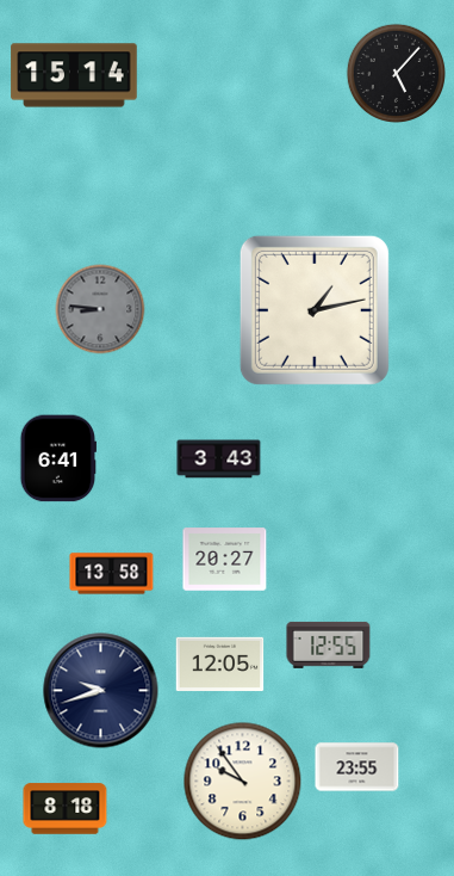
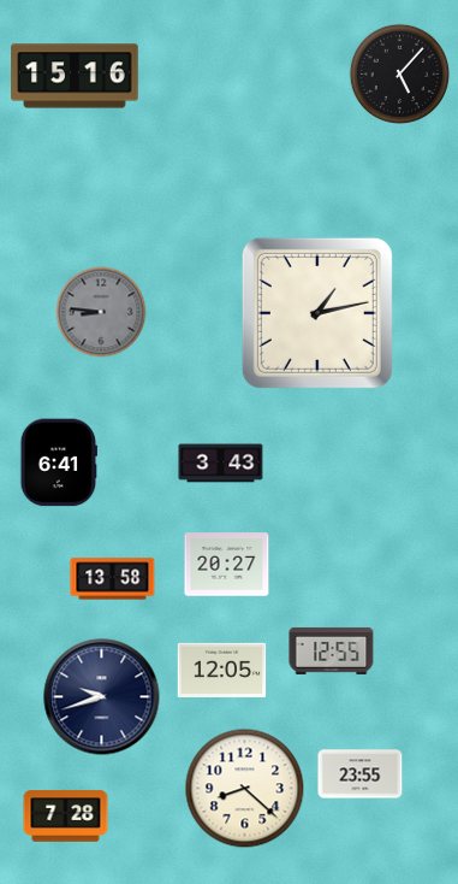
clock at (74, 75): 15:14 -> 15:16
clock at (243, 782): 9:54 -> 8:22
clock at (66, 809): 8:18 -> 7:28
